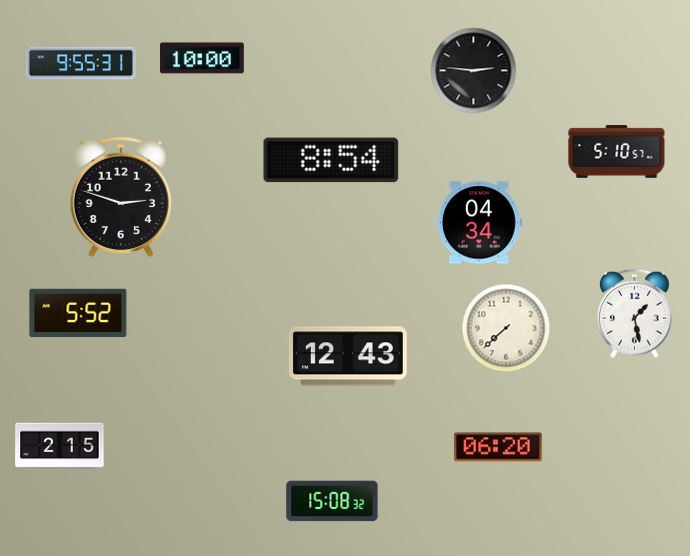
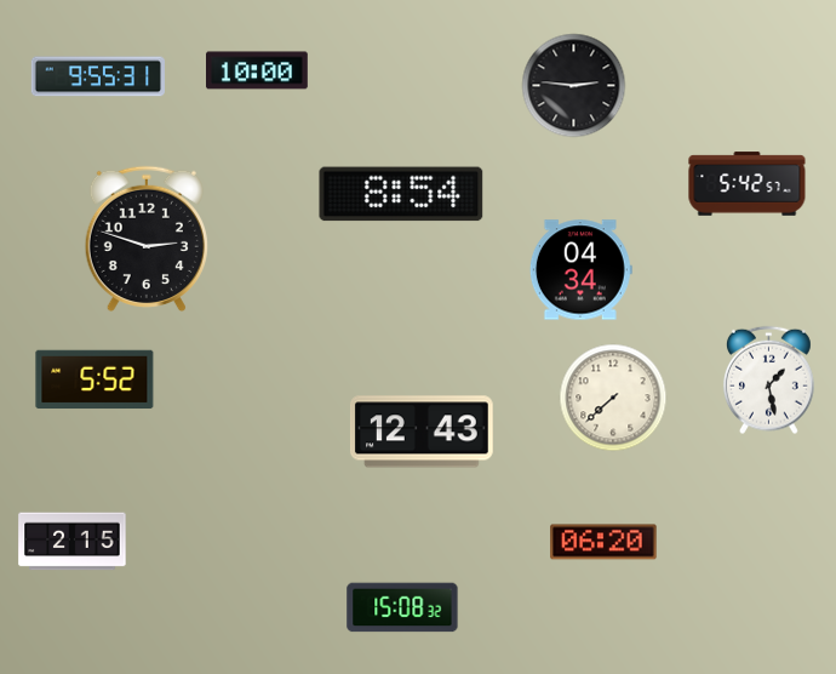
clock at (203, 58) position: (203, 58) -> (258, 70)
clock at (617, 152): 5:10 -> 5:42
